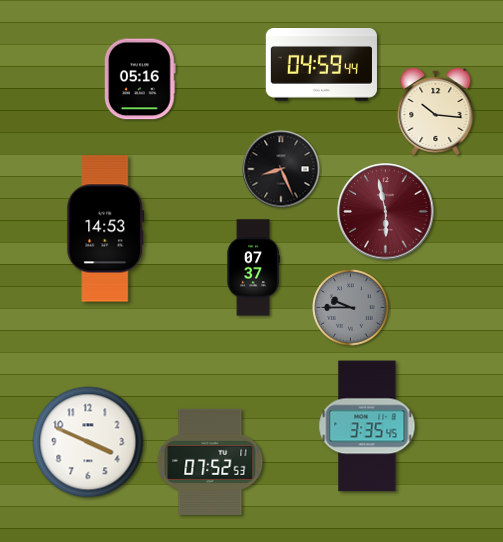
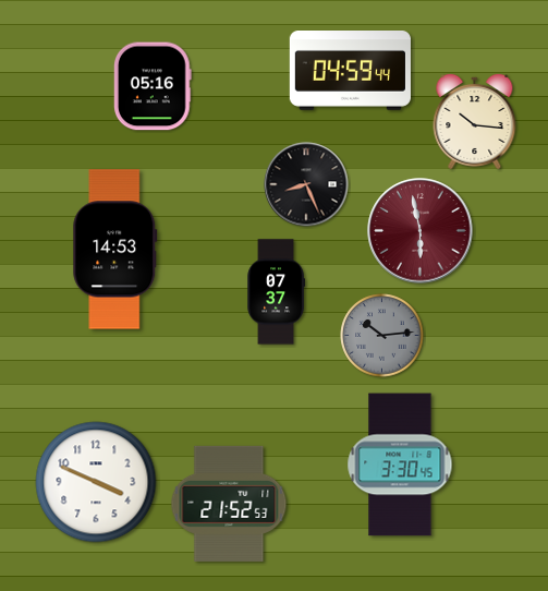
clock at (351, 308): 9:45 -> 10:14
clock at (367, 426): 3:35 -> 3:30
clock at (210, 462): 07:52 -> 21:52
